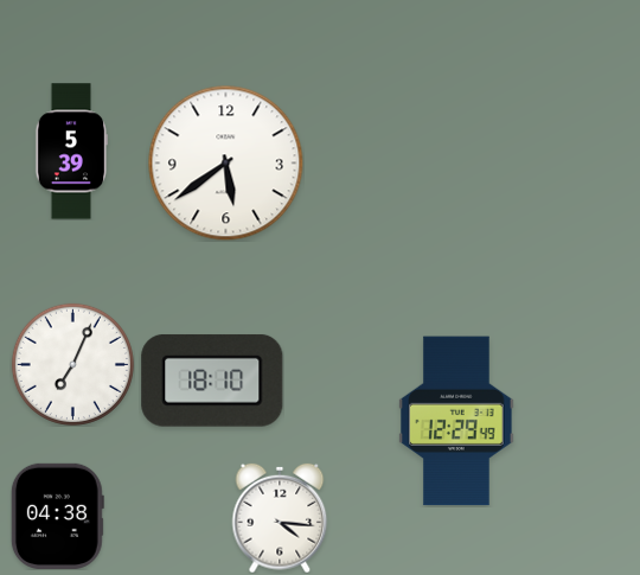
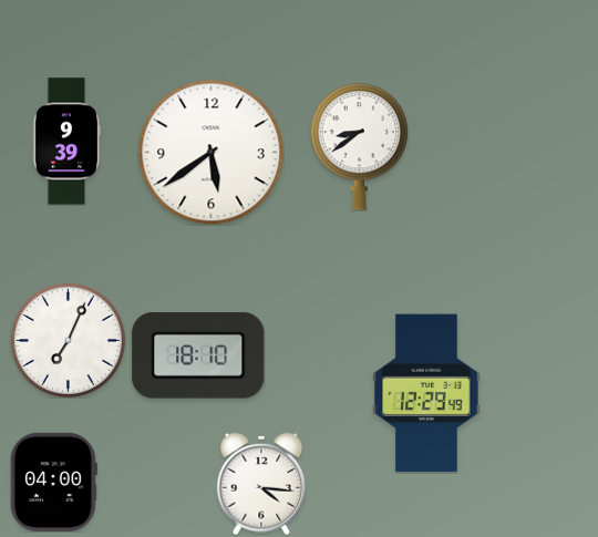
clock at (70, 152): 5:39 -> 9:39
clock at (360, 147): none -> 8:39
clock at (57, 516): 04:38 -> 04:00
